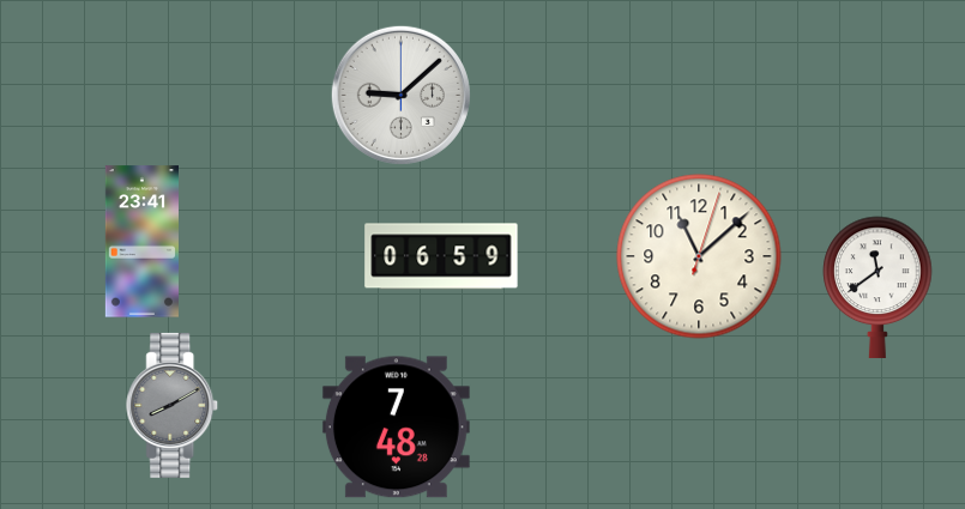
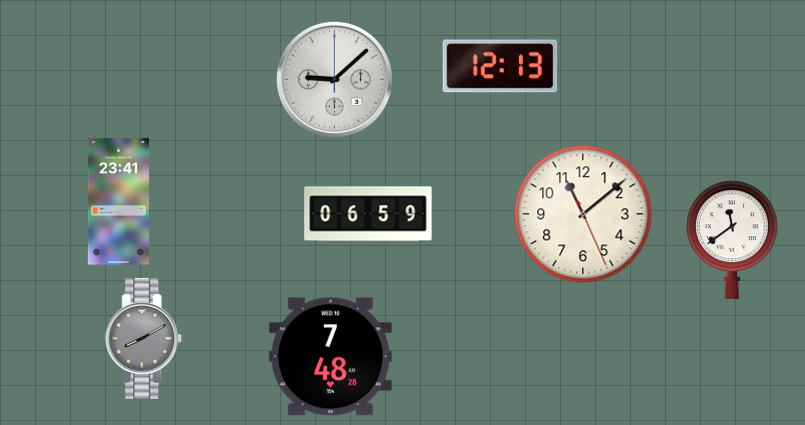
clock at (500, 66): none -> 12:13
clock at (699, 256): 11:08:03 -> 11:08:26
